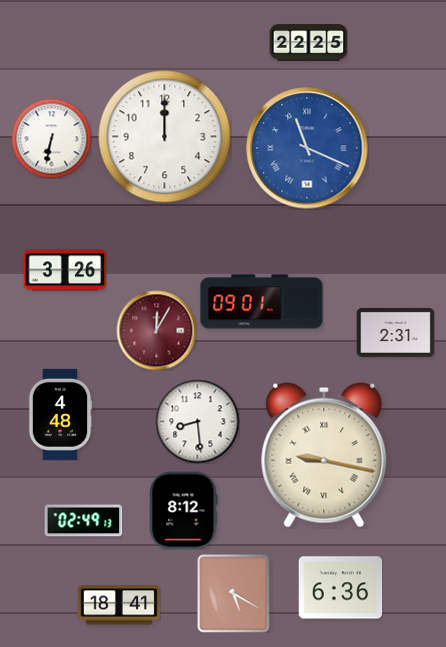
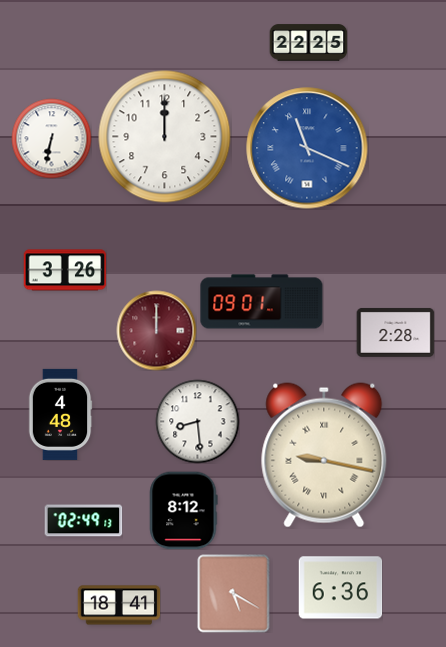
clock at (156, 330): 12:05 -> 12:00
clock at (395, 332): 2:31 -> 2:28
